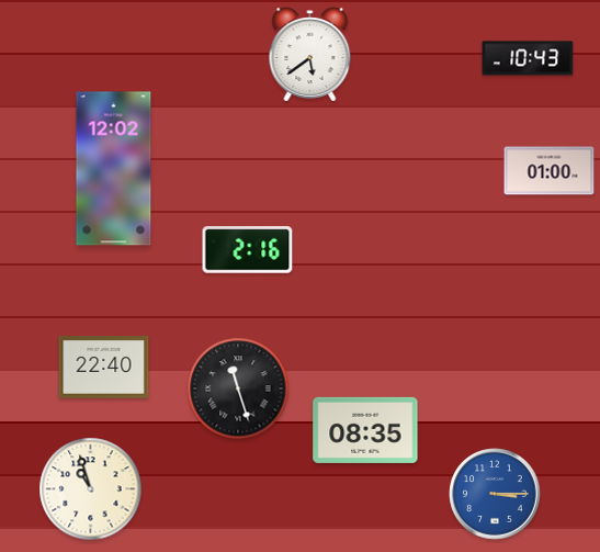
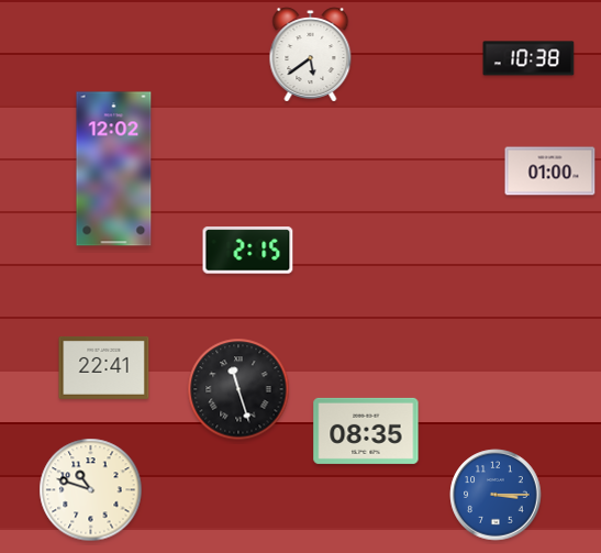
clock at (528, 58): 10:43 -> 10:38
clock at (248, 250): 2:16 -> 2:15
clock at (104, 367): 22:40 -> 22:41
clock at (91, 489): 10:57 -> 10:48
